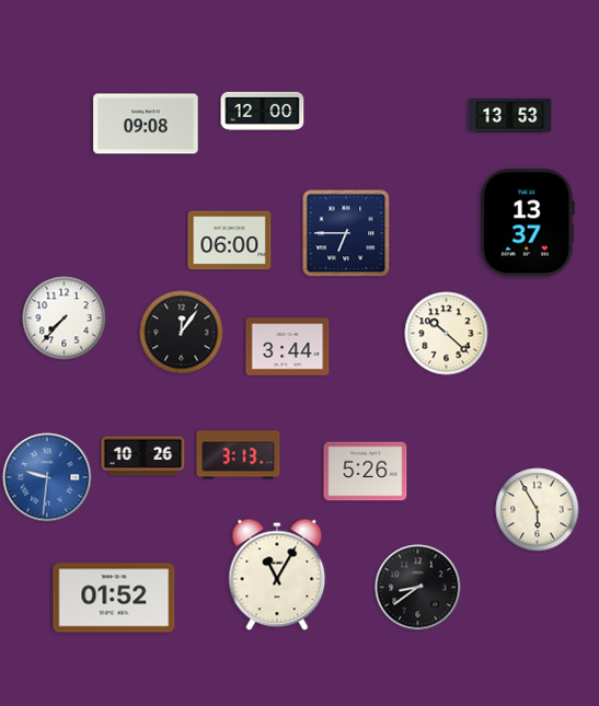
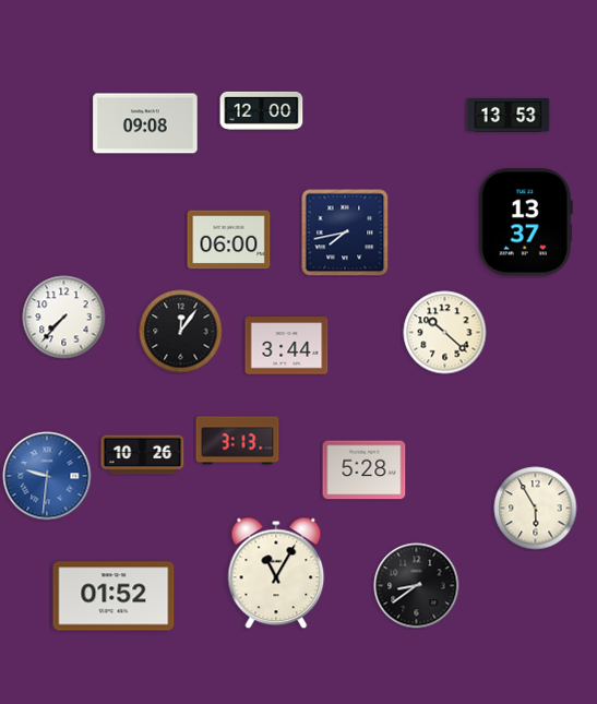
clock at (346, 233): 6:45 -> 7:43
clock at (239, 455) position: (239, 455) -> (238, 441)
clock at (366, 472): 5:26 -> 5:28
